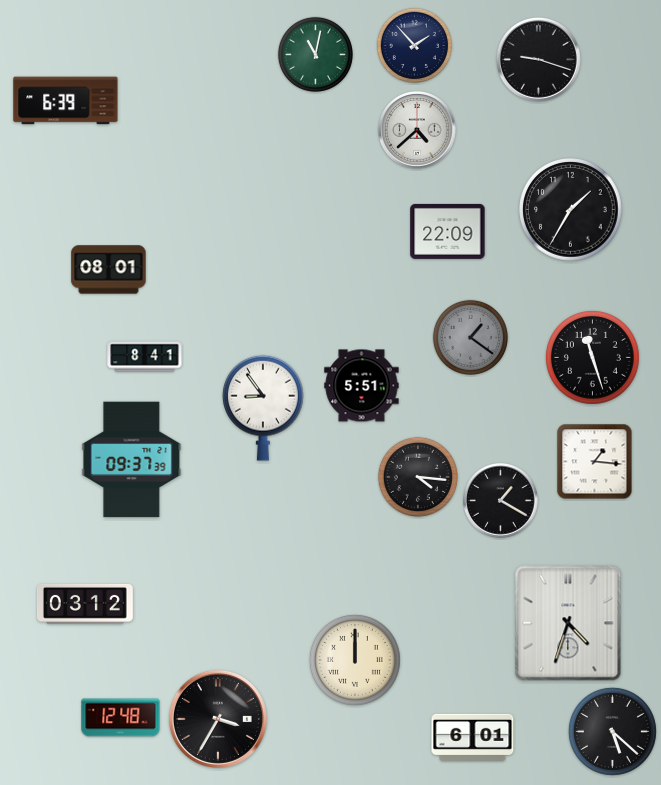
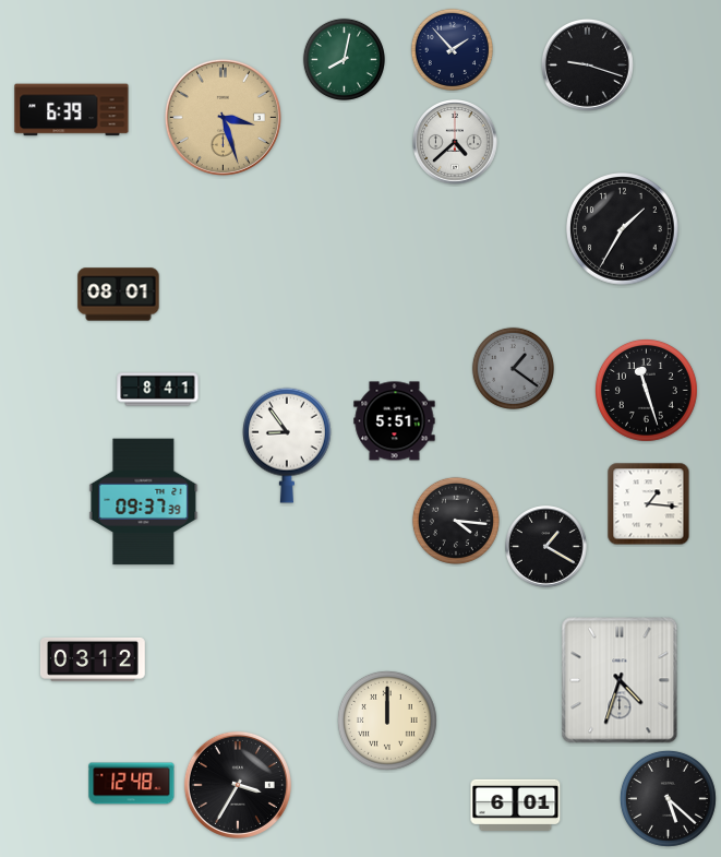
clock at (315, 54): 11:02 -> 8:02
clock at (223, 117): none -> 3:27
clock at (448, 231): 22:09 -> none
